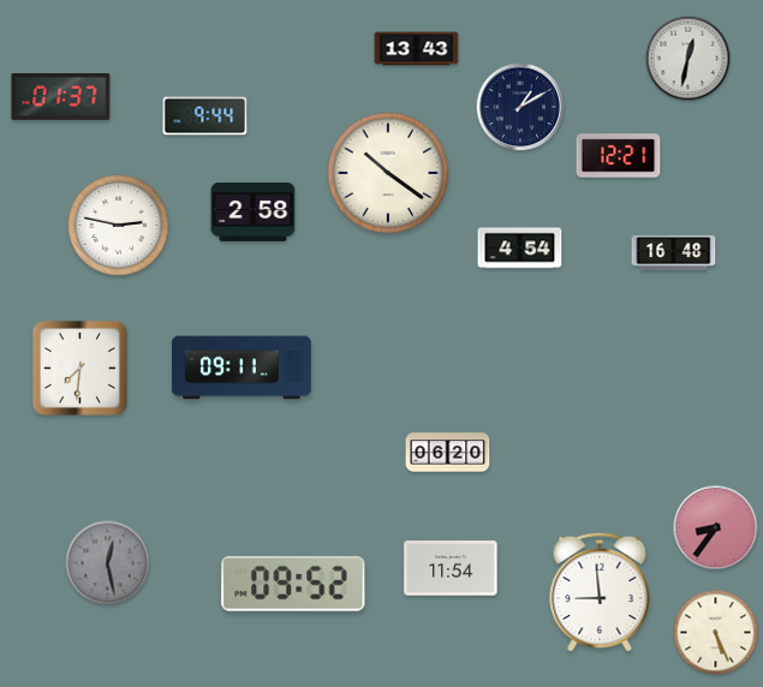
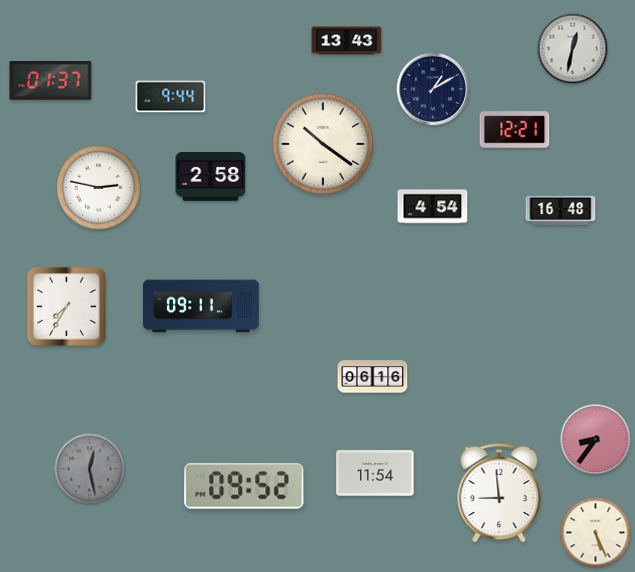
clock at (79, 368): 7:31 -> 7:35
clock at (448, 453): 06:20 -> 06:16
clock at (716, 633) position: (716, 633) -> (596, 533)
